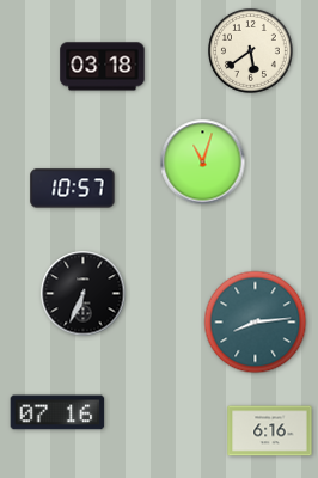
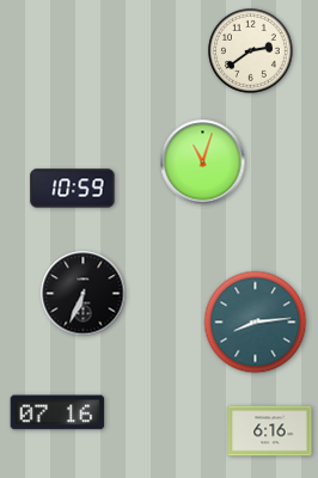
clock at (251, 51): 5:39 -> 2:39
clock at (103, 67): 03:18 -> none
clock at (73, 189): 10:57 -> 10:59
